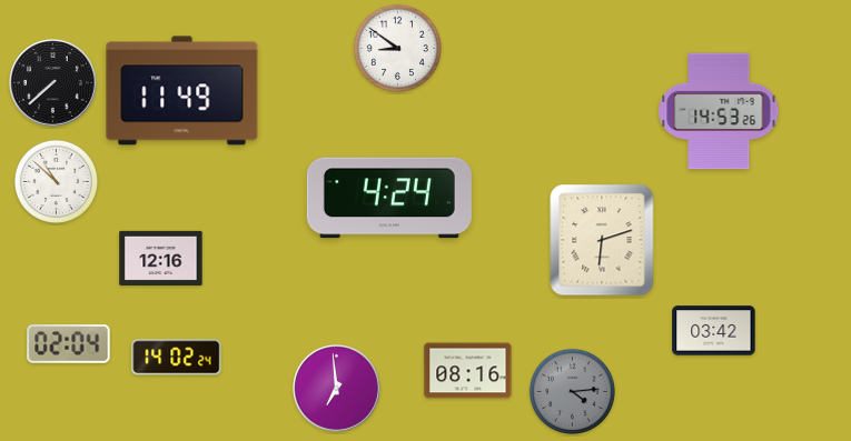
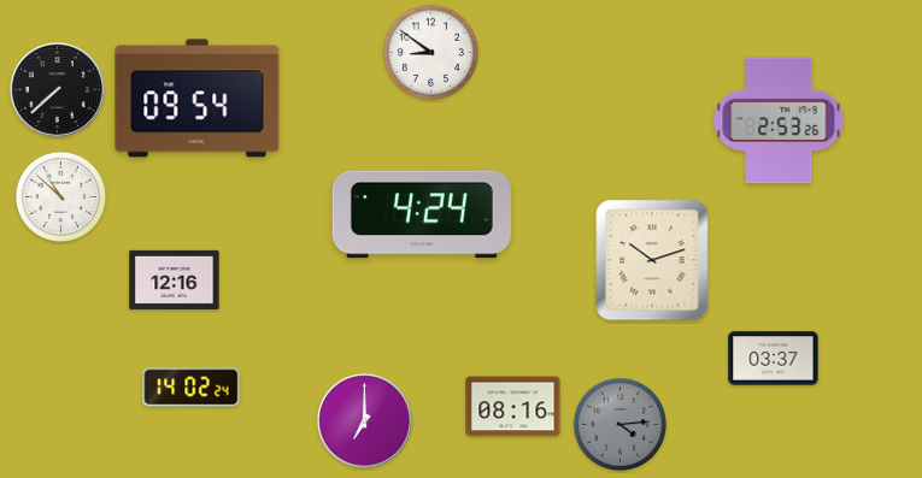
clock at (182, 91): 11:49 -> 09:54
clock at (719, 111): 14:53 -> 2:53
clock at (602, 240): 6:12 -> 10:12
clock at (714, 331): 03:42 -> 03:37
clock at (69, 344): 02:04 -> none
clock at (468, 371) position: (468, 371) -> (513, 407)
clock at (337, 389): 6:59 -> 7:00
